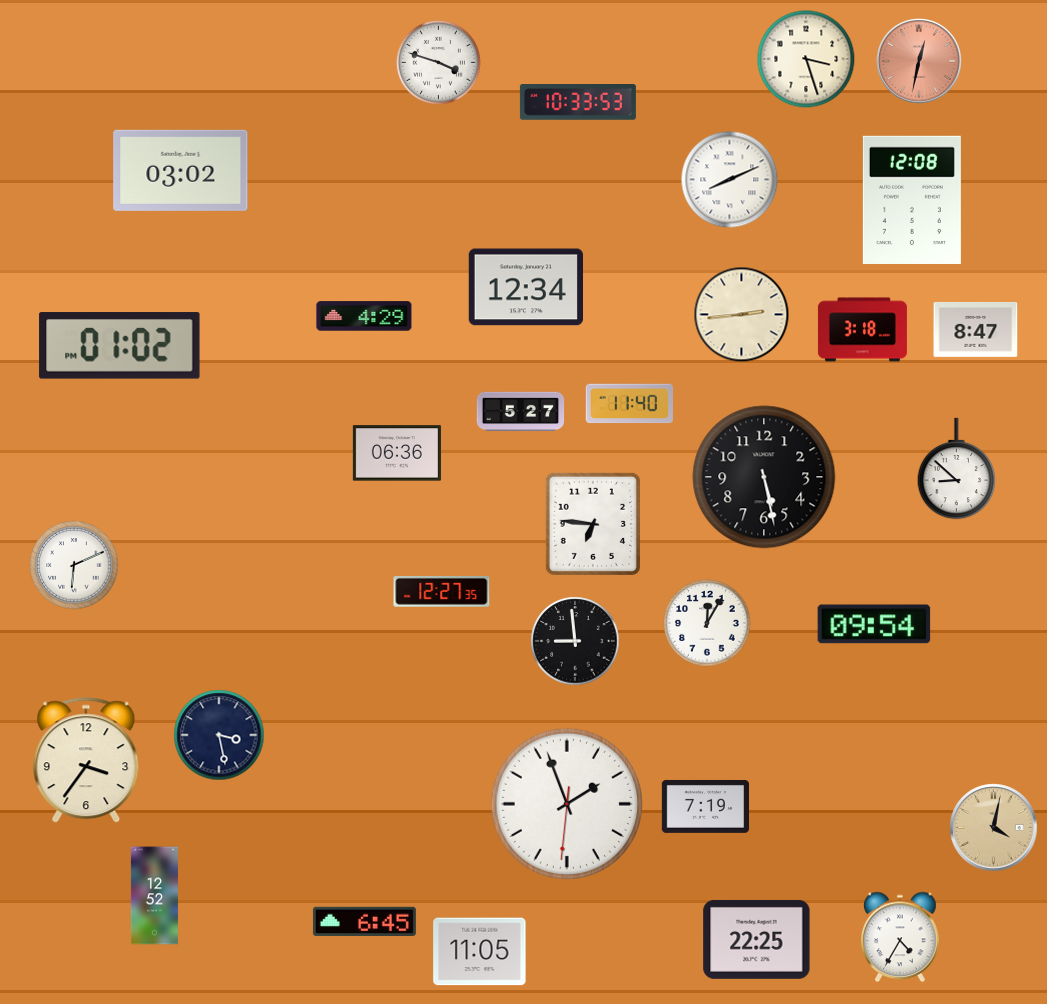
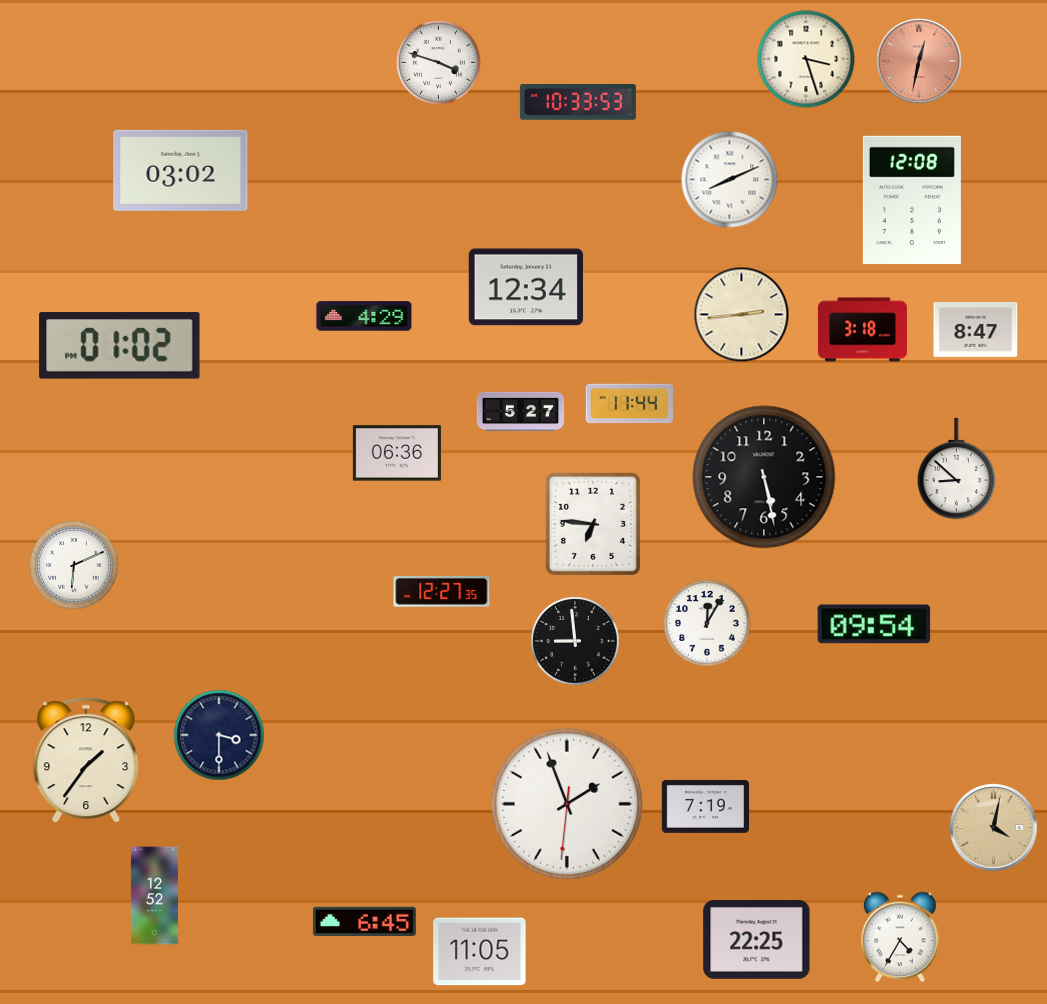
clock at (629, 404): 11:40 -> 11:44
clock at (219, 735): 3:28 -> 3:30
clock at (86, 761): 3:36 -> 1:36
